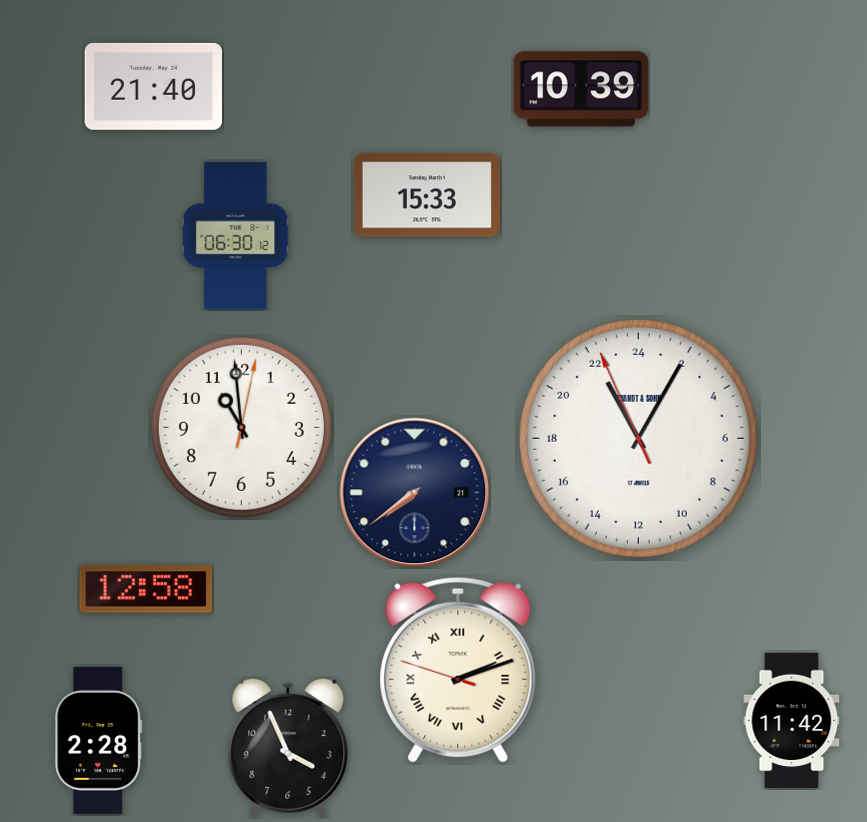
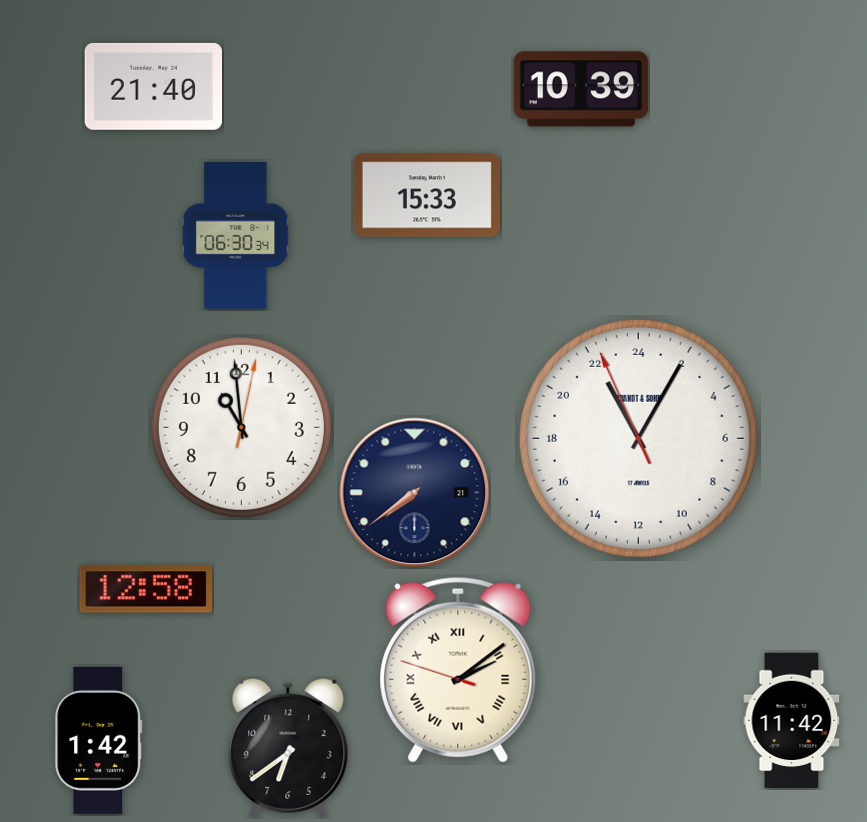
clock at (236, 235): 06:30:12 -> 06:30:34
clock at (458, 670): 2:11 -> 2:08
clock at (99, 740): 2:28 -> 1:42
clock at (288, 748): 3:56 -> 6:39
